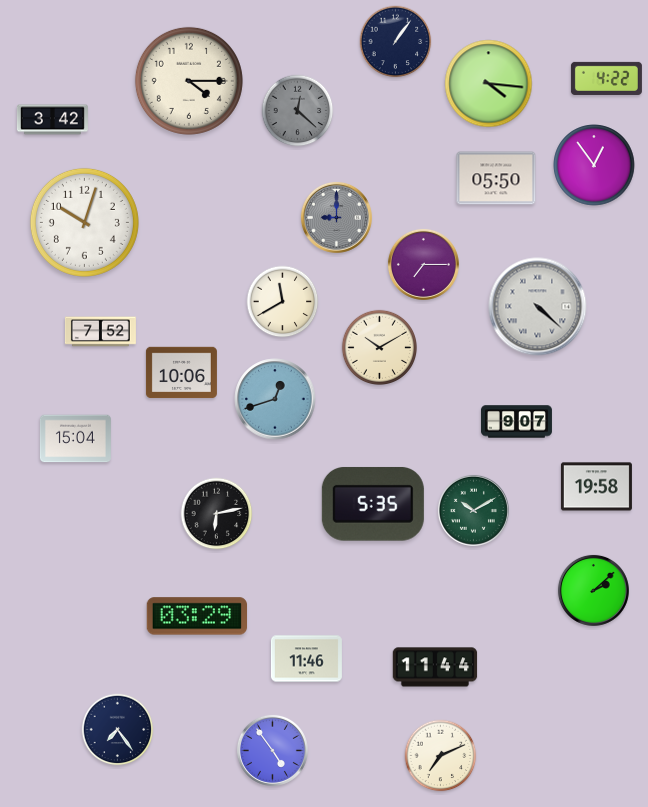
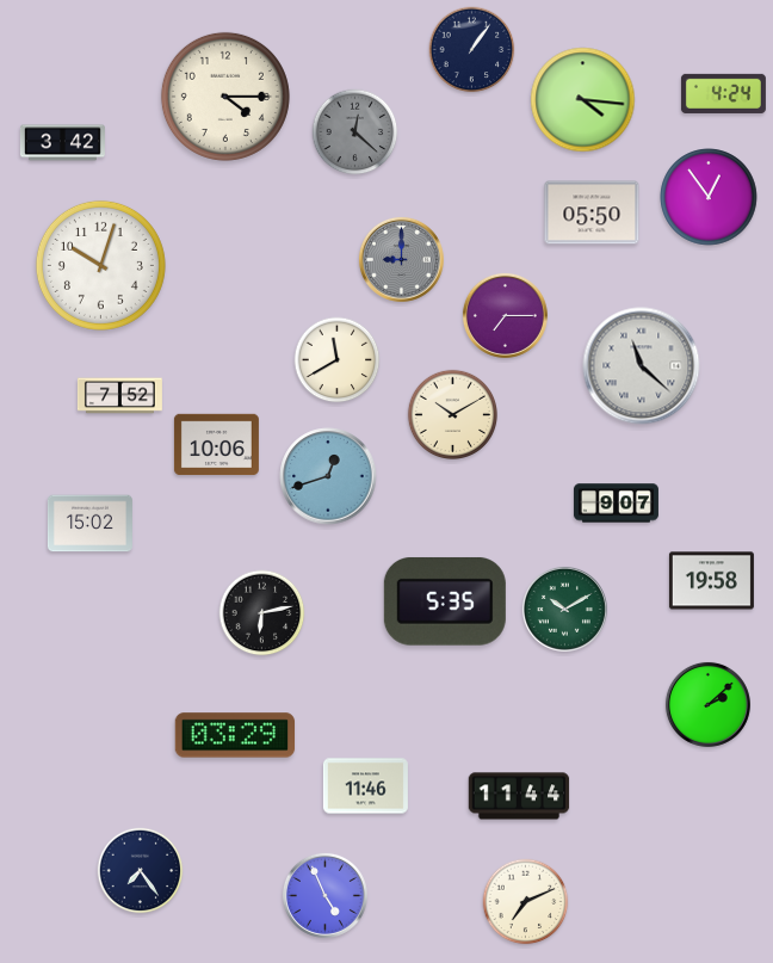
clock at (606, 78): 4:22 -> 4:24
clock at (538, 307): 4:22 -> 11:22
clock at (75, 439): 15:04 -> 15:02
clock at (217, 514) position: (217, 514) -> (262, 613)
clock at (272, 750): 4:54 -> 4:56
